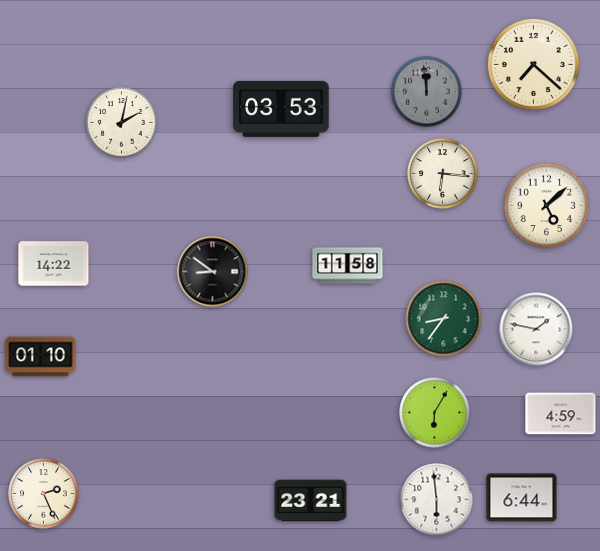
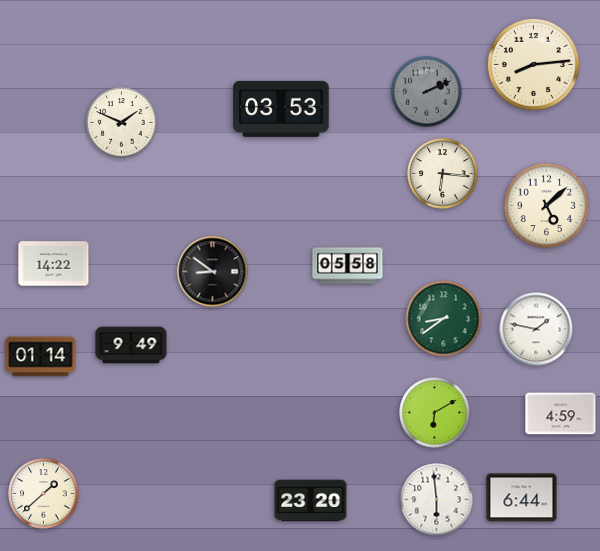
clock at (533, 64): 7:22 -> 8:14
clock at (427, 92): 11:59 -> 2:11
clock at (122, 123): 2:02 -> 1:49
clock at (348, 266): 11:58 -> 05:58
clock at (444, 319): 8:36 -> 8:39
clock at (131, 345): none -> 9:49
clock at (41, 357): 01:10 -> 01:14
clock at (435, 413): 6:05 -> 6:10
clock at (44, 494): 2:26 -> 1:38
clock at (311, 501): 23:21 -> 23:20
